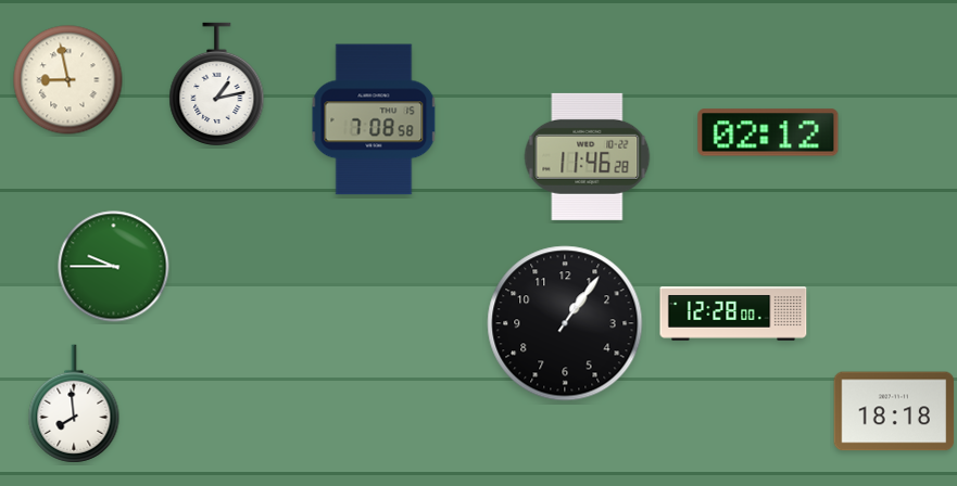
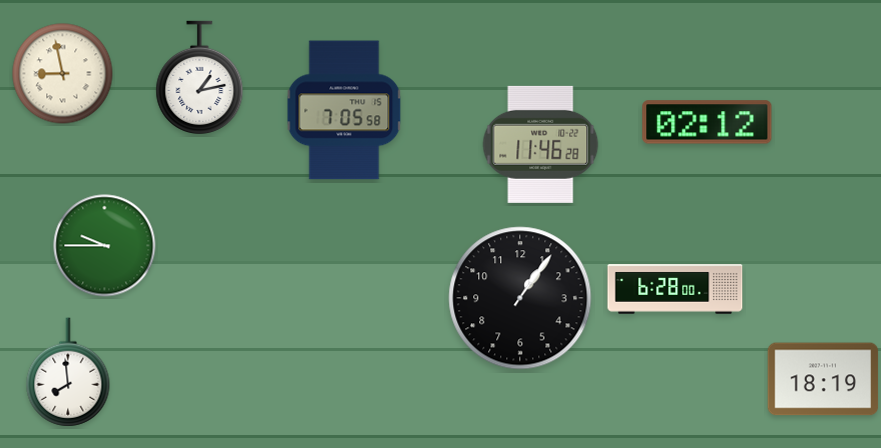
clock at (374, 119): 7:08 -> 7:05
clock at (733, 314): 12:28 -> 6:28
clock at (894, 411): 18:18 -> 18:19
